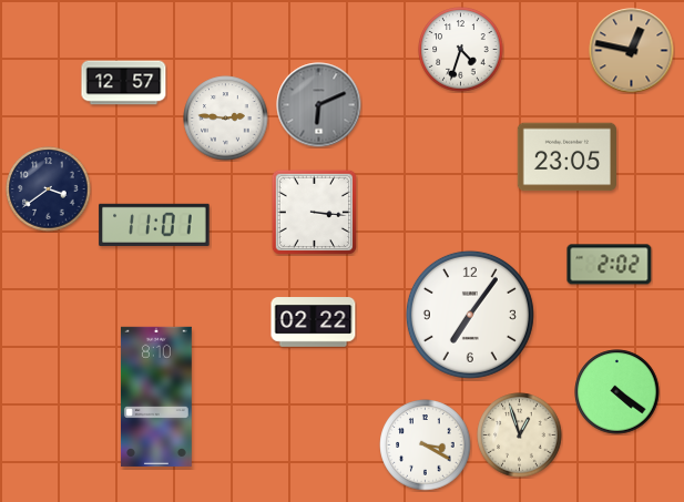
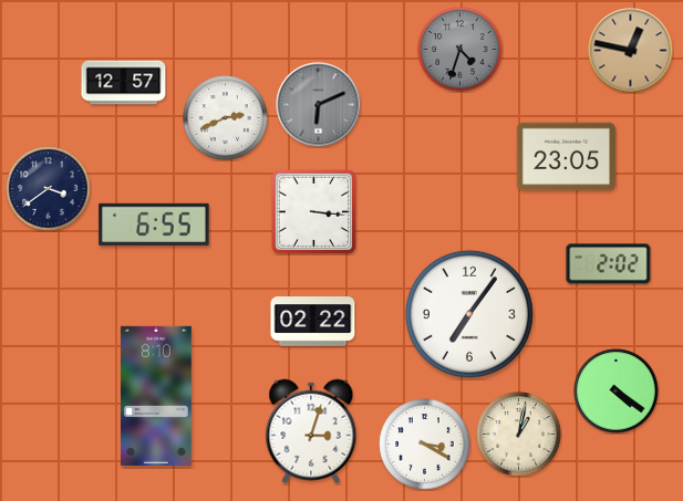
clock at (461, 50) dial: white -> grey
clock at (226, 119): 2:46 -> 2:41
clock at (154, 225): 11:01 -> 6:55
clock at (311, 431): none -> 3:03
clock at (520, 436): 12:57 -> 1:02
